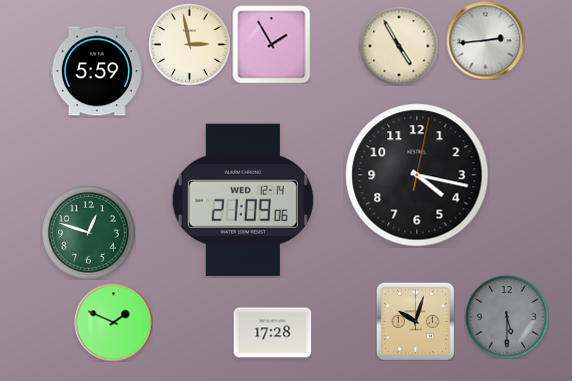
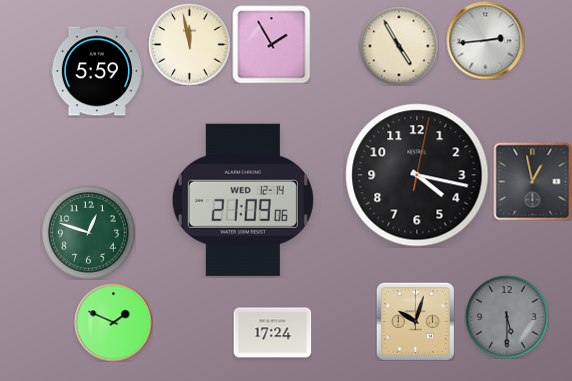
clock at (189, 44): 2:58 -> 11:58
clock at (532, 181): none -> 12:58
clock at (272, 333): 17:28 -> 17:24
